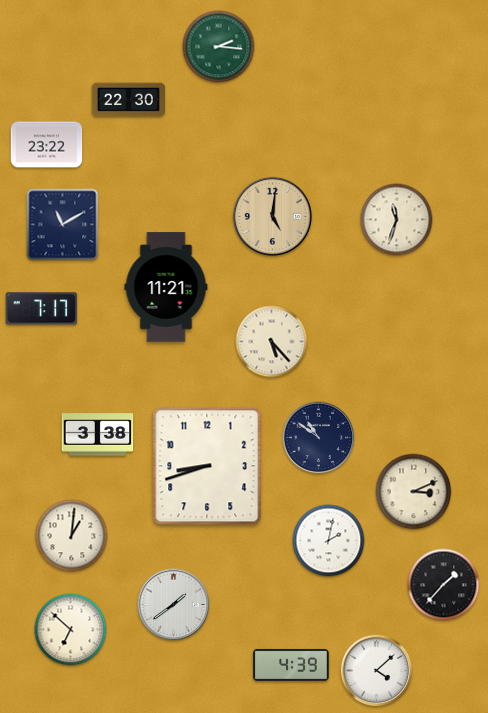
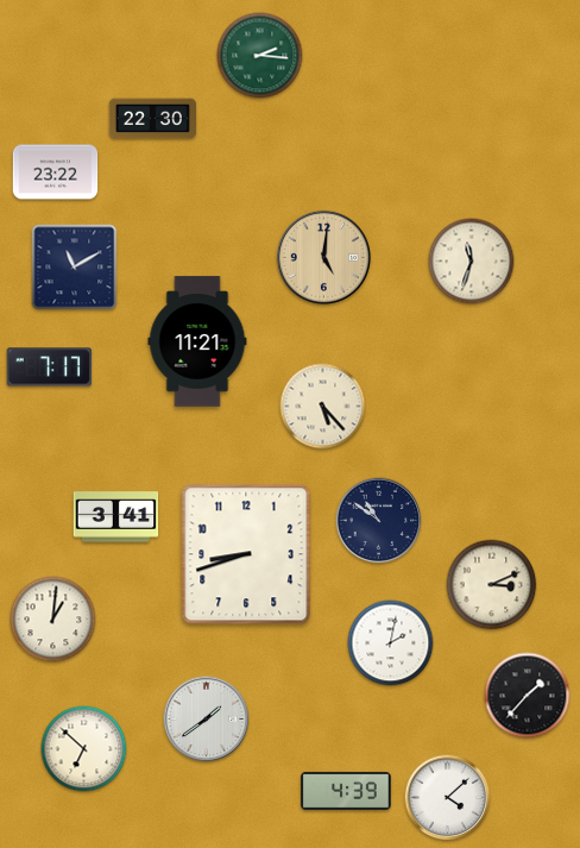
clock at (98, 435): 3:38 -> 3:41
clock at (72, 536) position: (72, 536) -> (53, 620)
